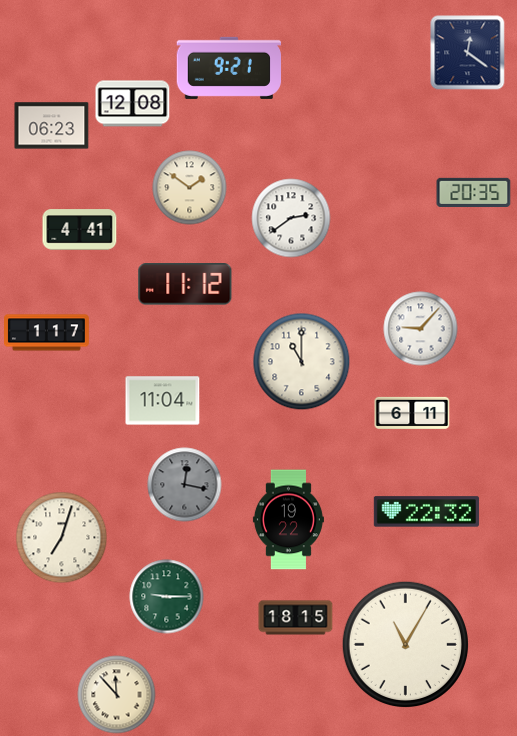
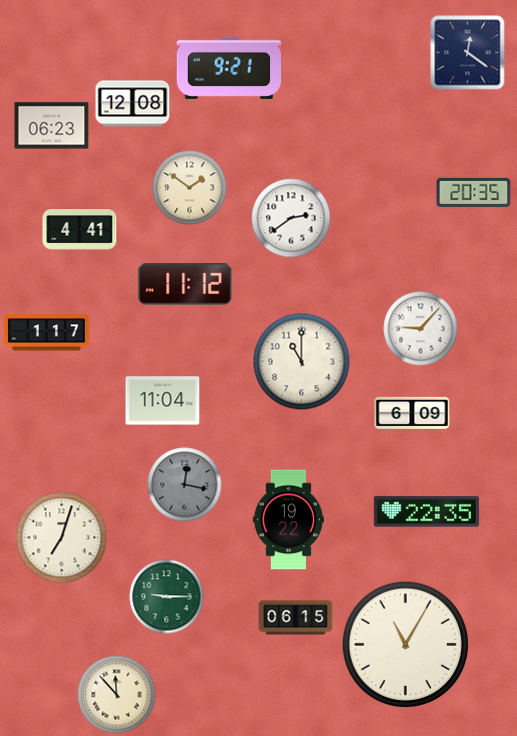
clock at (412, 413): 6:11 -> 6:09
clock at (426, 512): 22:32 -> 22:35
clock at (296, 618): 18:15 -> 06:15
